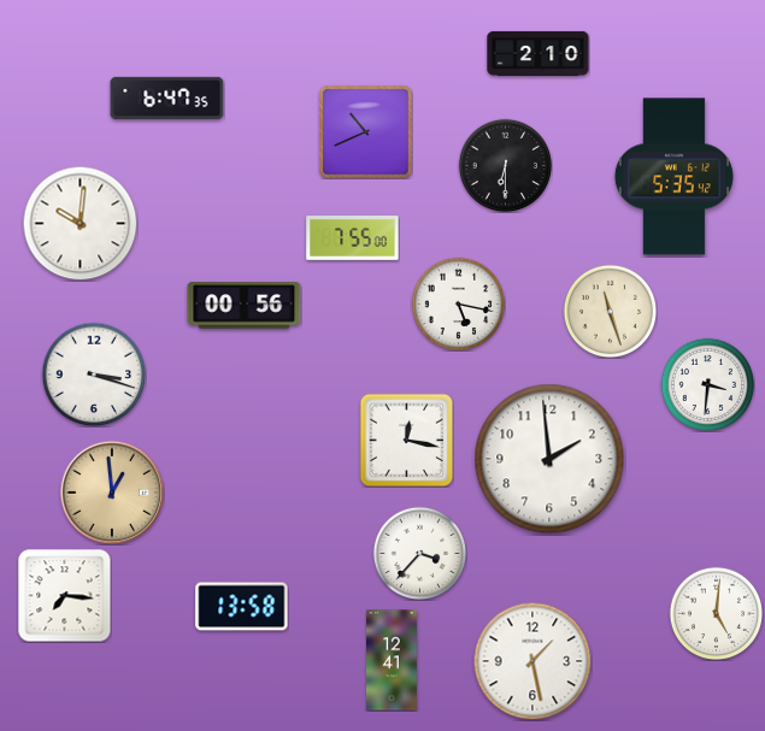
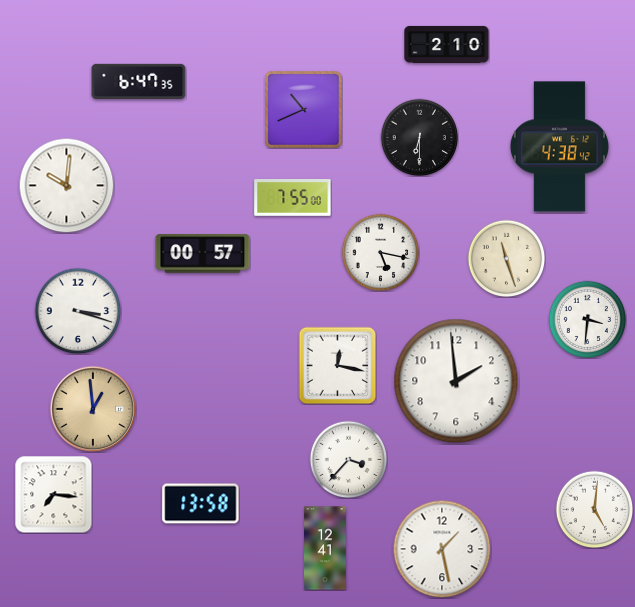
clock at (673, 177): 5:35 -> 4:38
clock at (245, 306): 00:56 -> 00:57
